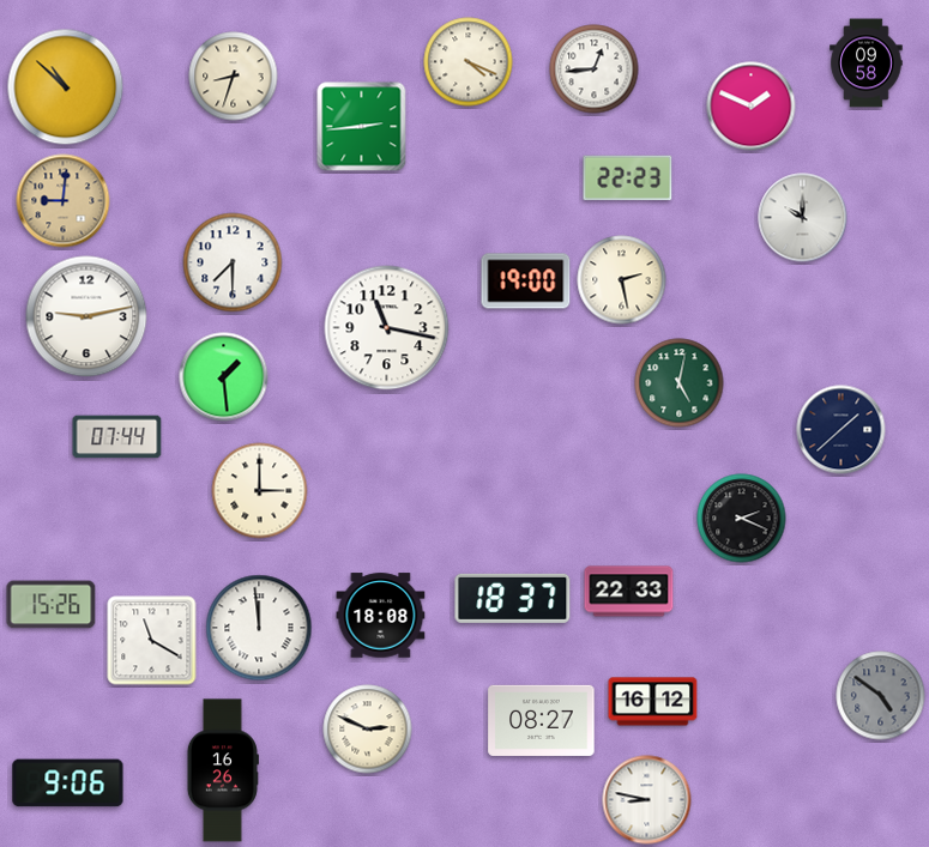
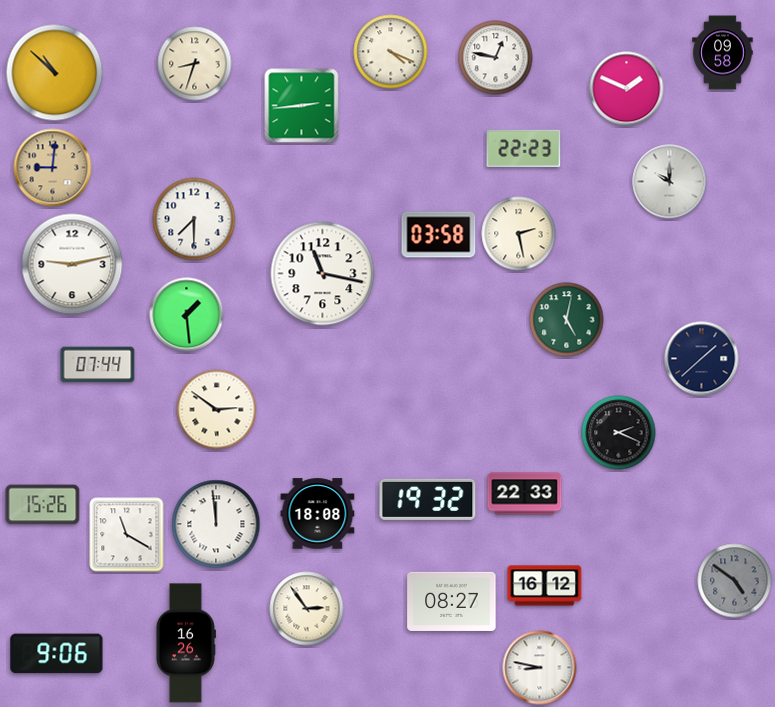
clock at (595, 69): 12:44 -> 12:47
clock at (526, 282): 19:00 -> 03:58
clock at (260, 491): 3:00 -> 2:51
clock at (513, 598): 18:37 -> 19:32
clock at (368, 730): 2:49 -> 2:54
